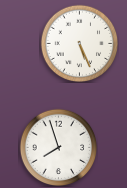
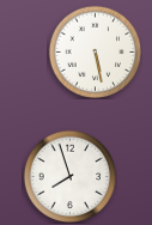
clock at (79, 43): 5:26 -> 5:28
